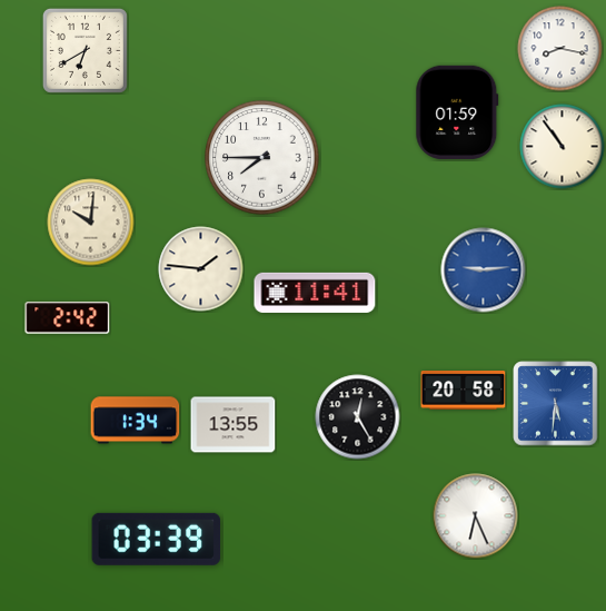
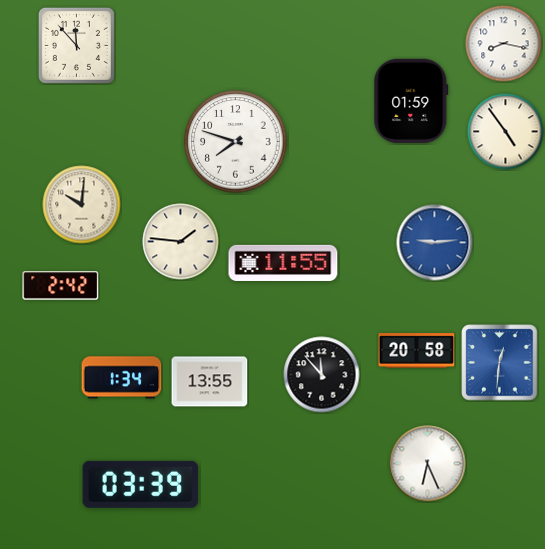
clock at (85, 50): 6:40 -> 11:53
clock at (563, 147): 10:54 -> 4:54
clock at (262, 158): 7:45 -> 7:48
clock at (91, 223) position: (91, 223) -> (82, 205)
clock at (315, 293): 11:41 -> 11:55
clock at (556, 404): 5:31 -> 12:31
clock at (358, 417): 12:25 -> 11:53
